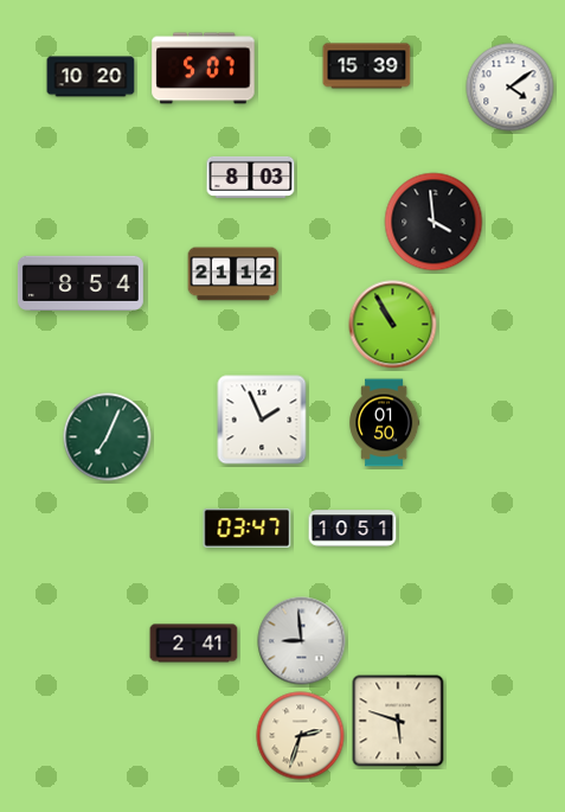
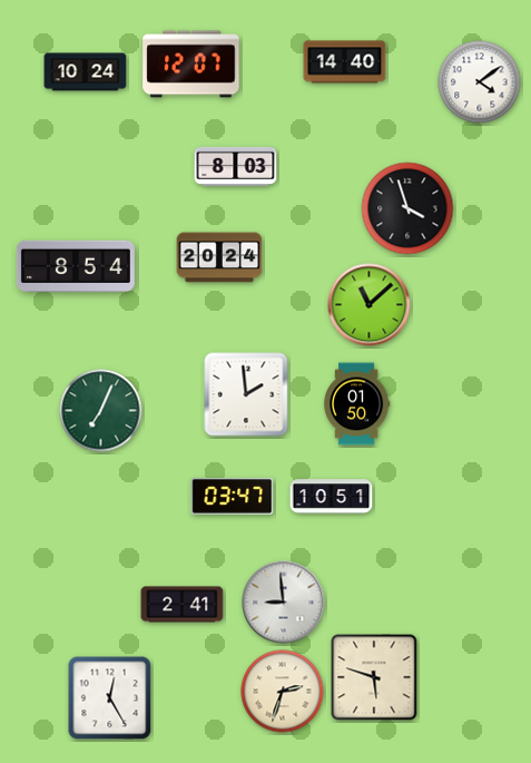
clock at (367, 66): 15:39 -> 14:40
clock at (204, 69): 5:07 -> 12:07
clock at (91, 77): 10:20 -> 10:24
clock at (434, 222): 3:59 -> 3:57
clock at (233, 274): 21:12 -> 20:24
clock at (393, 325): 10:55 -> 11:08
clock at (262, 420): 1:56 -> 1:59
clock at (385, 423) position: (385, 423) -> (357, 404)
clock at (110, 698): none -> 12:25
